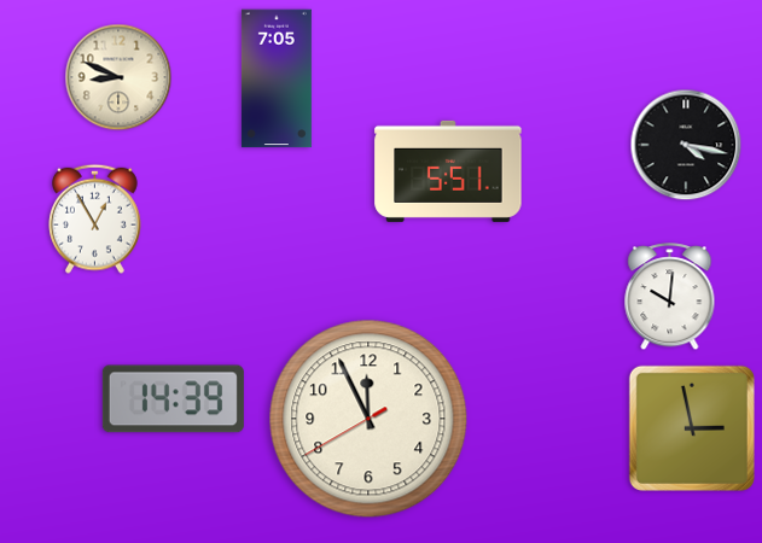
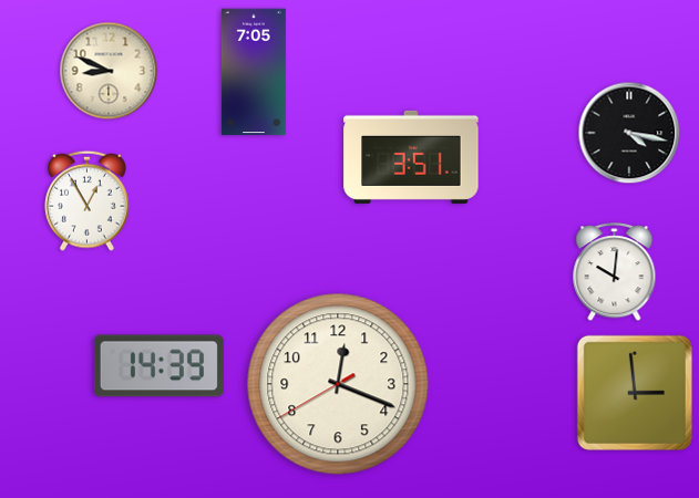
clock at (448, 171): 5:51 -> 3:51
clock at (368, 419): 11:55 -> 12:18
clock at (692, 428): 2:58 -> 2:59
